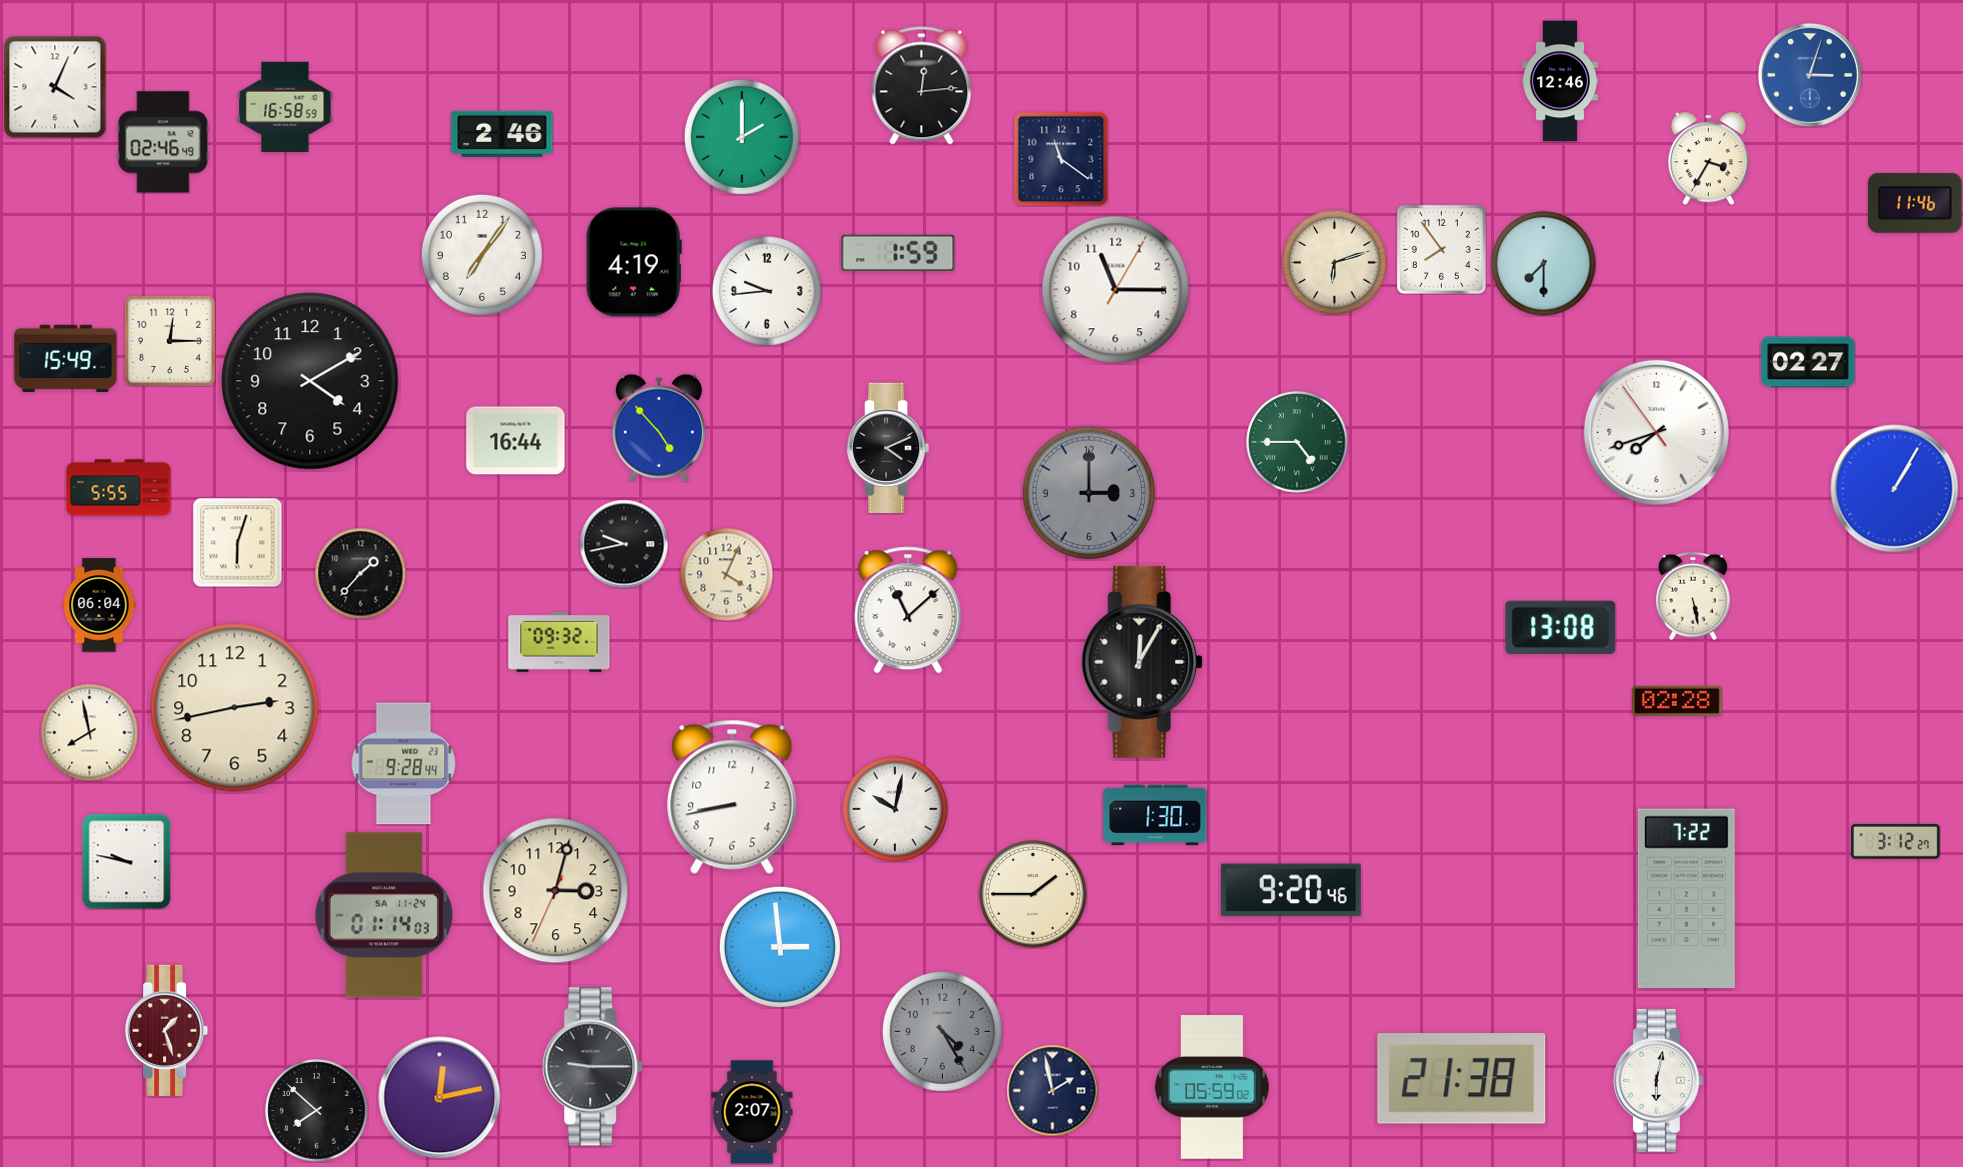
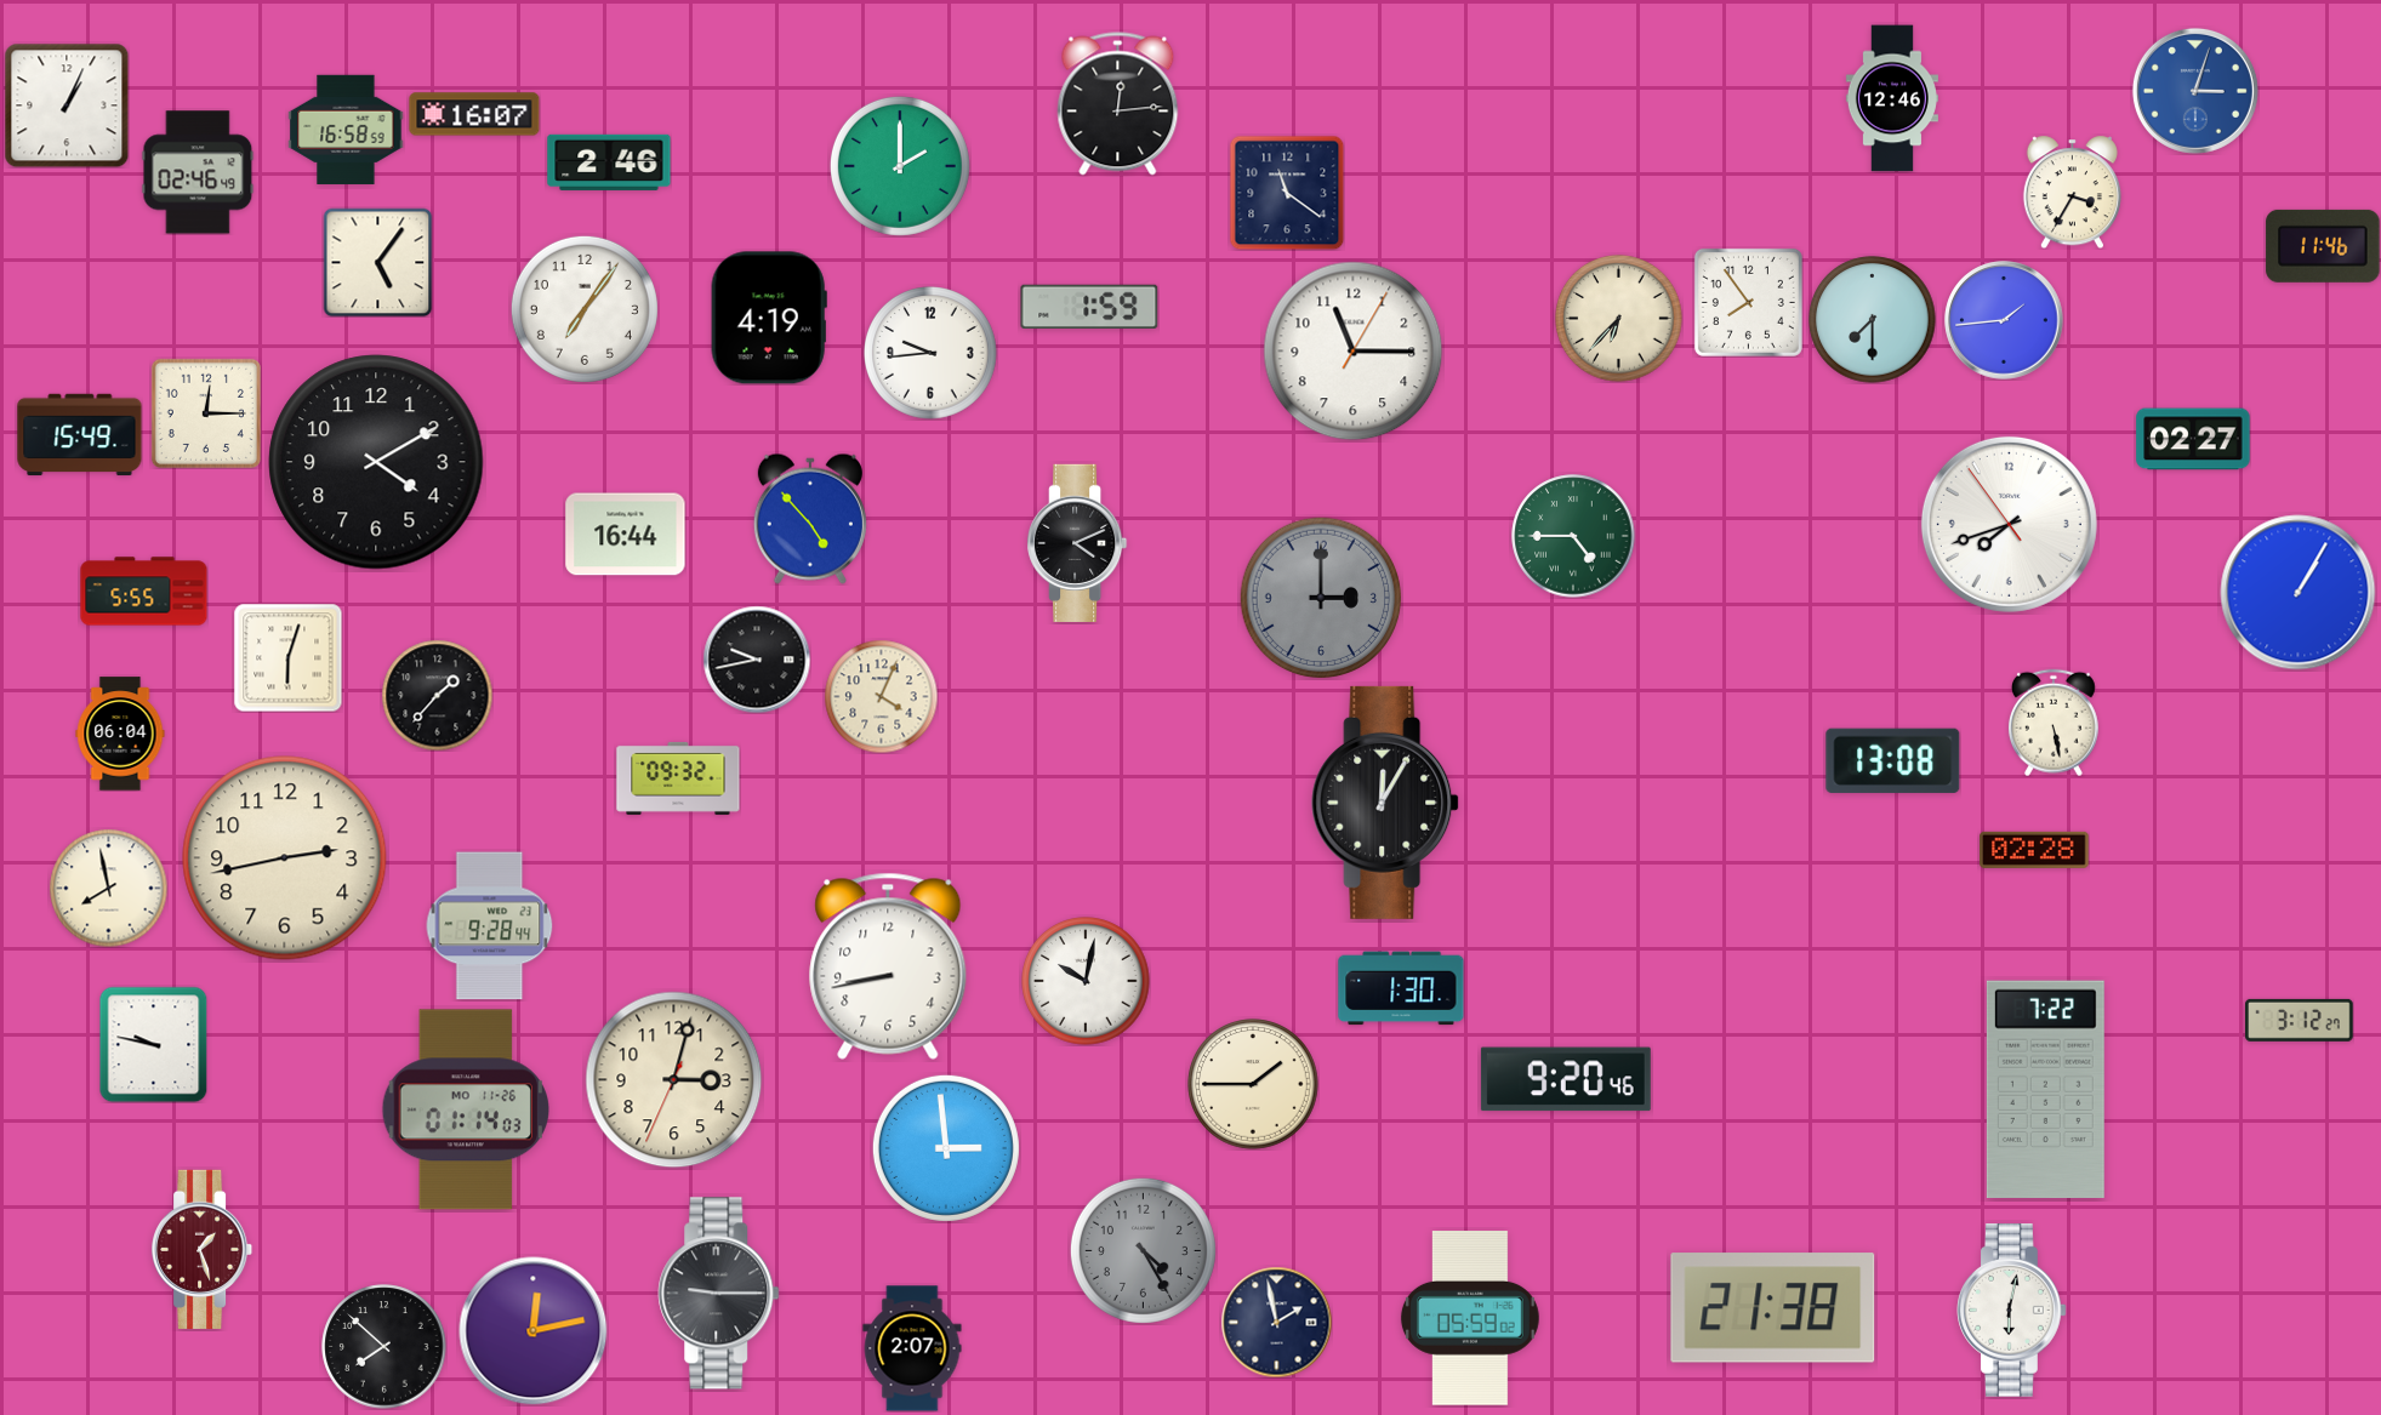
clock at (55, 87): 4:04 -> 1:04
clock at (474, 114): none -> 16:07
clock at (377, 262): none -> 5:06
clock at (1335, 263): 6:12 -> 6:37
clock at (2004, 320): none -> 1:44
clock at (659, 428) position: (659, 428) -> (810, 519)
clock at (908, 610): 11:08 -> none
clock at (383, 915) date: SA 11-24 -> MO 11-26
